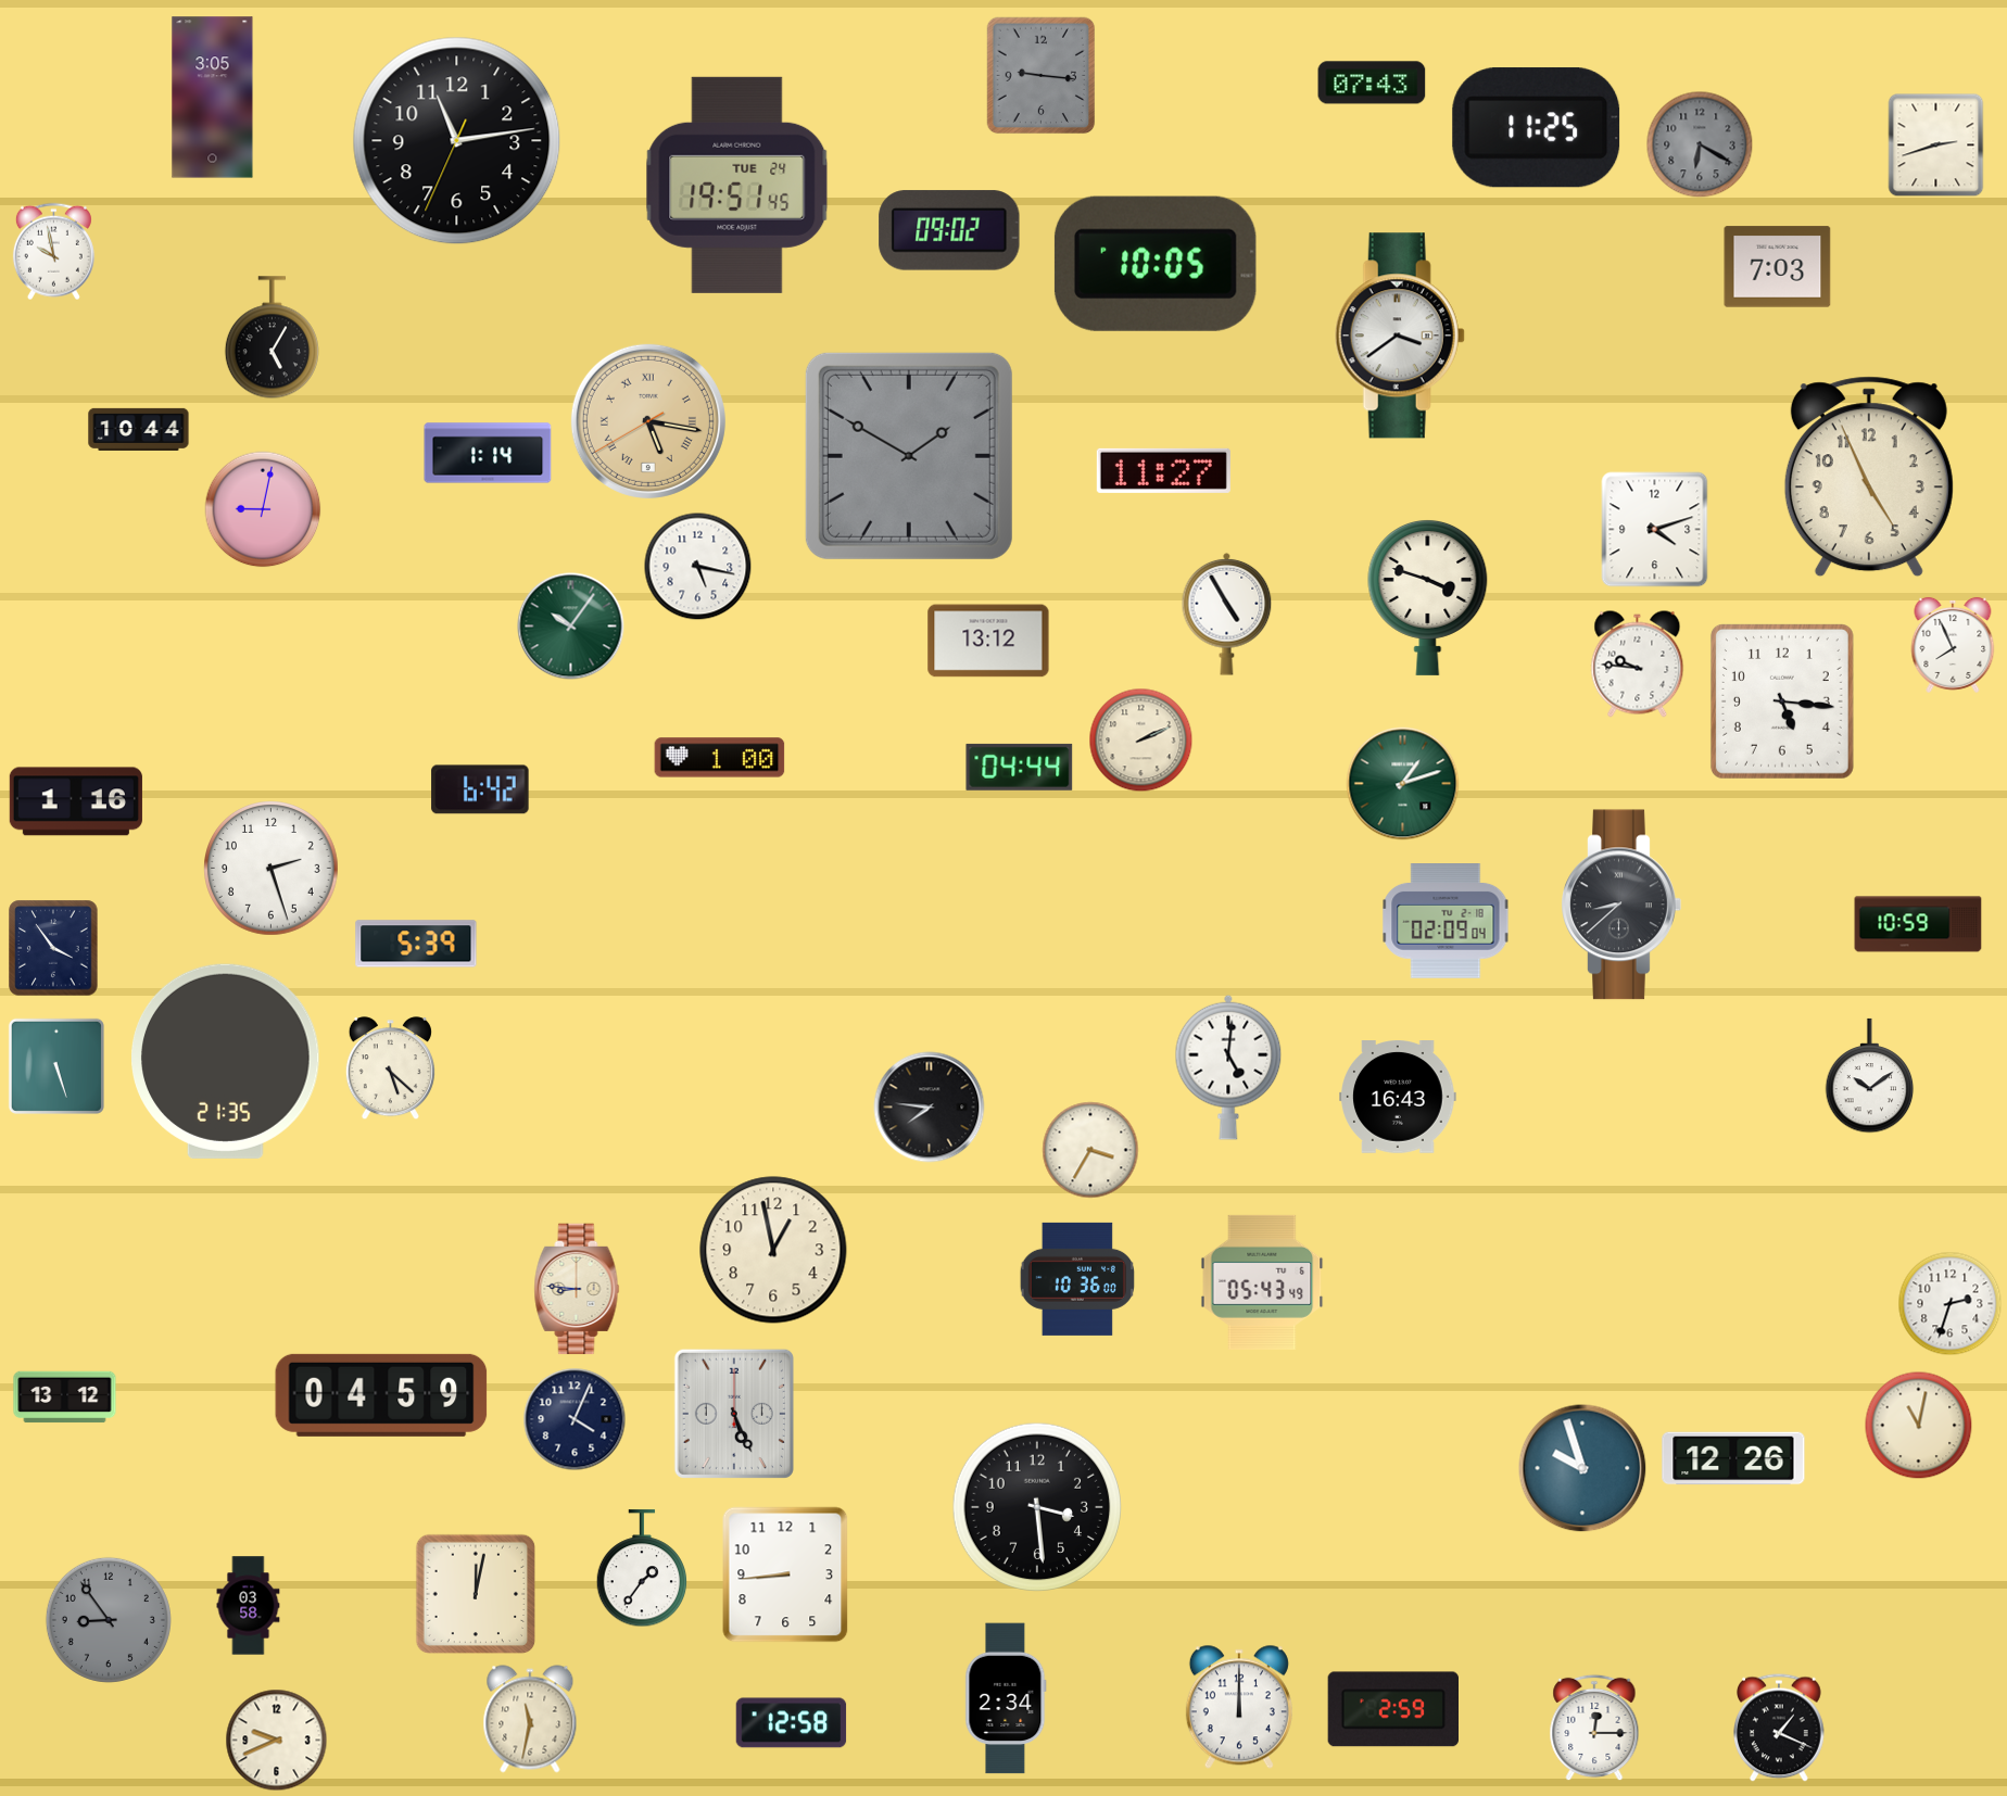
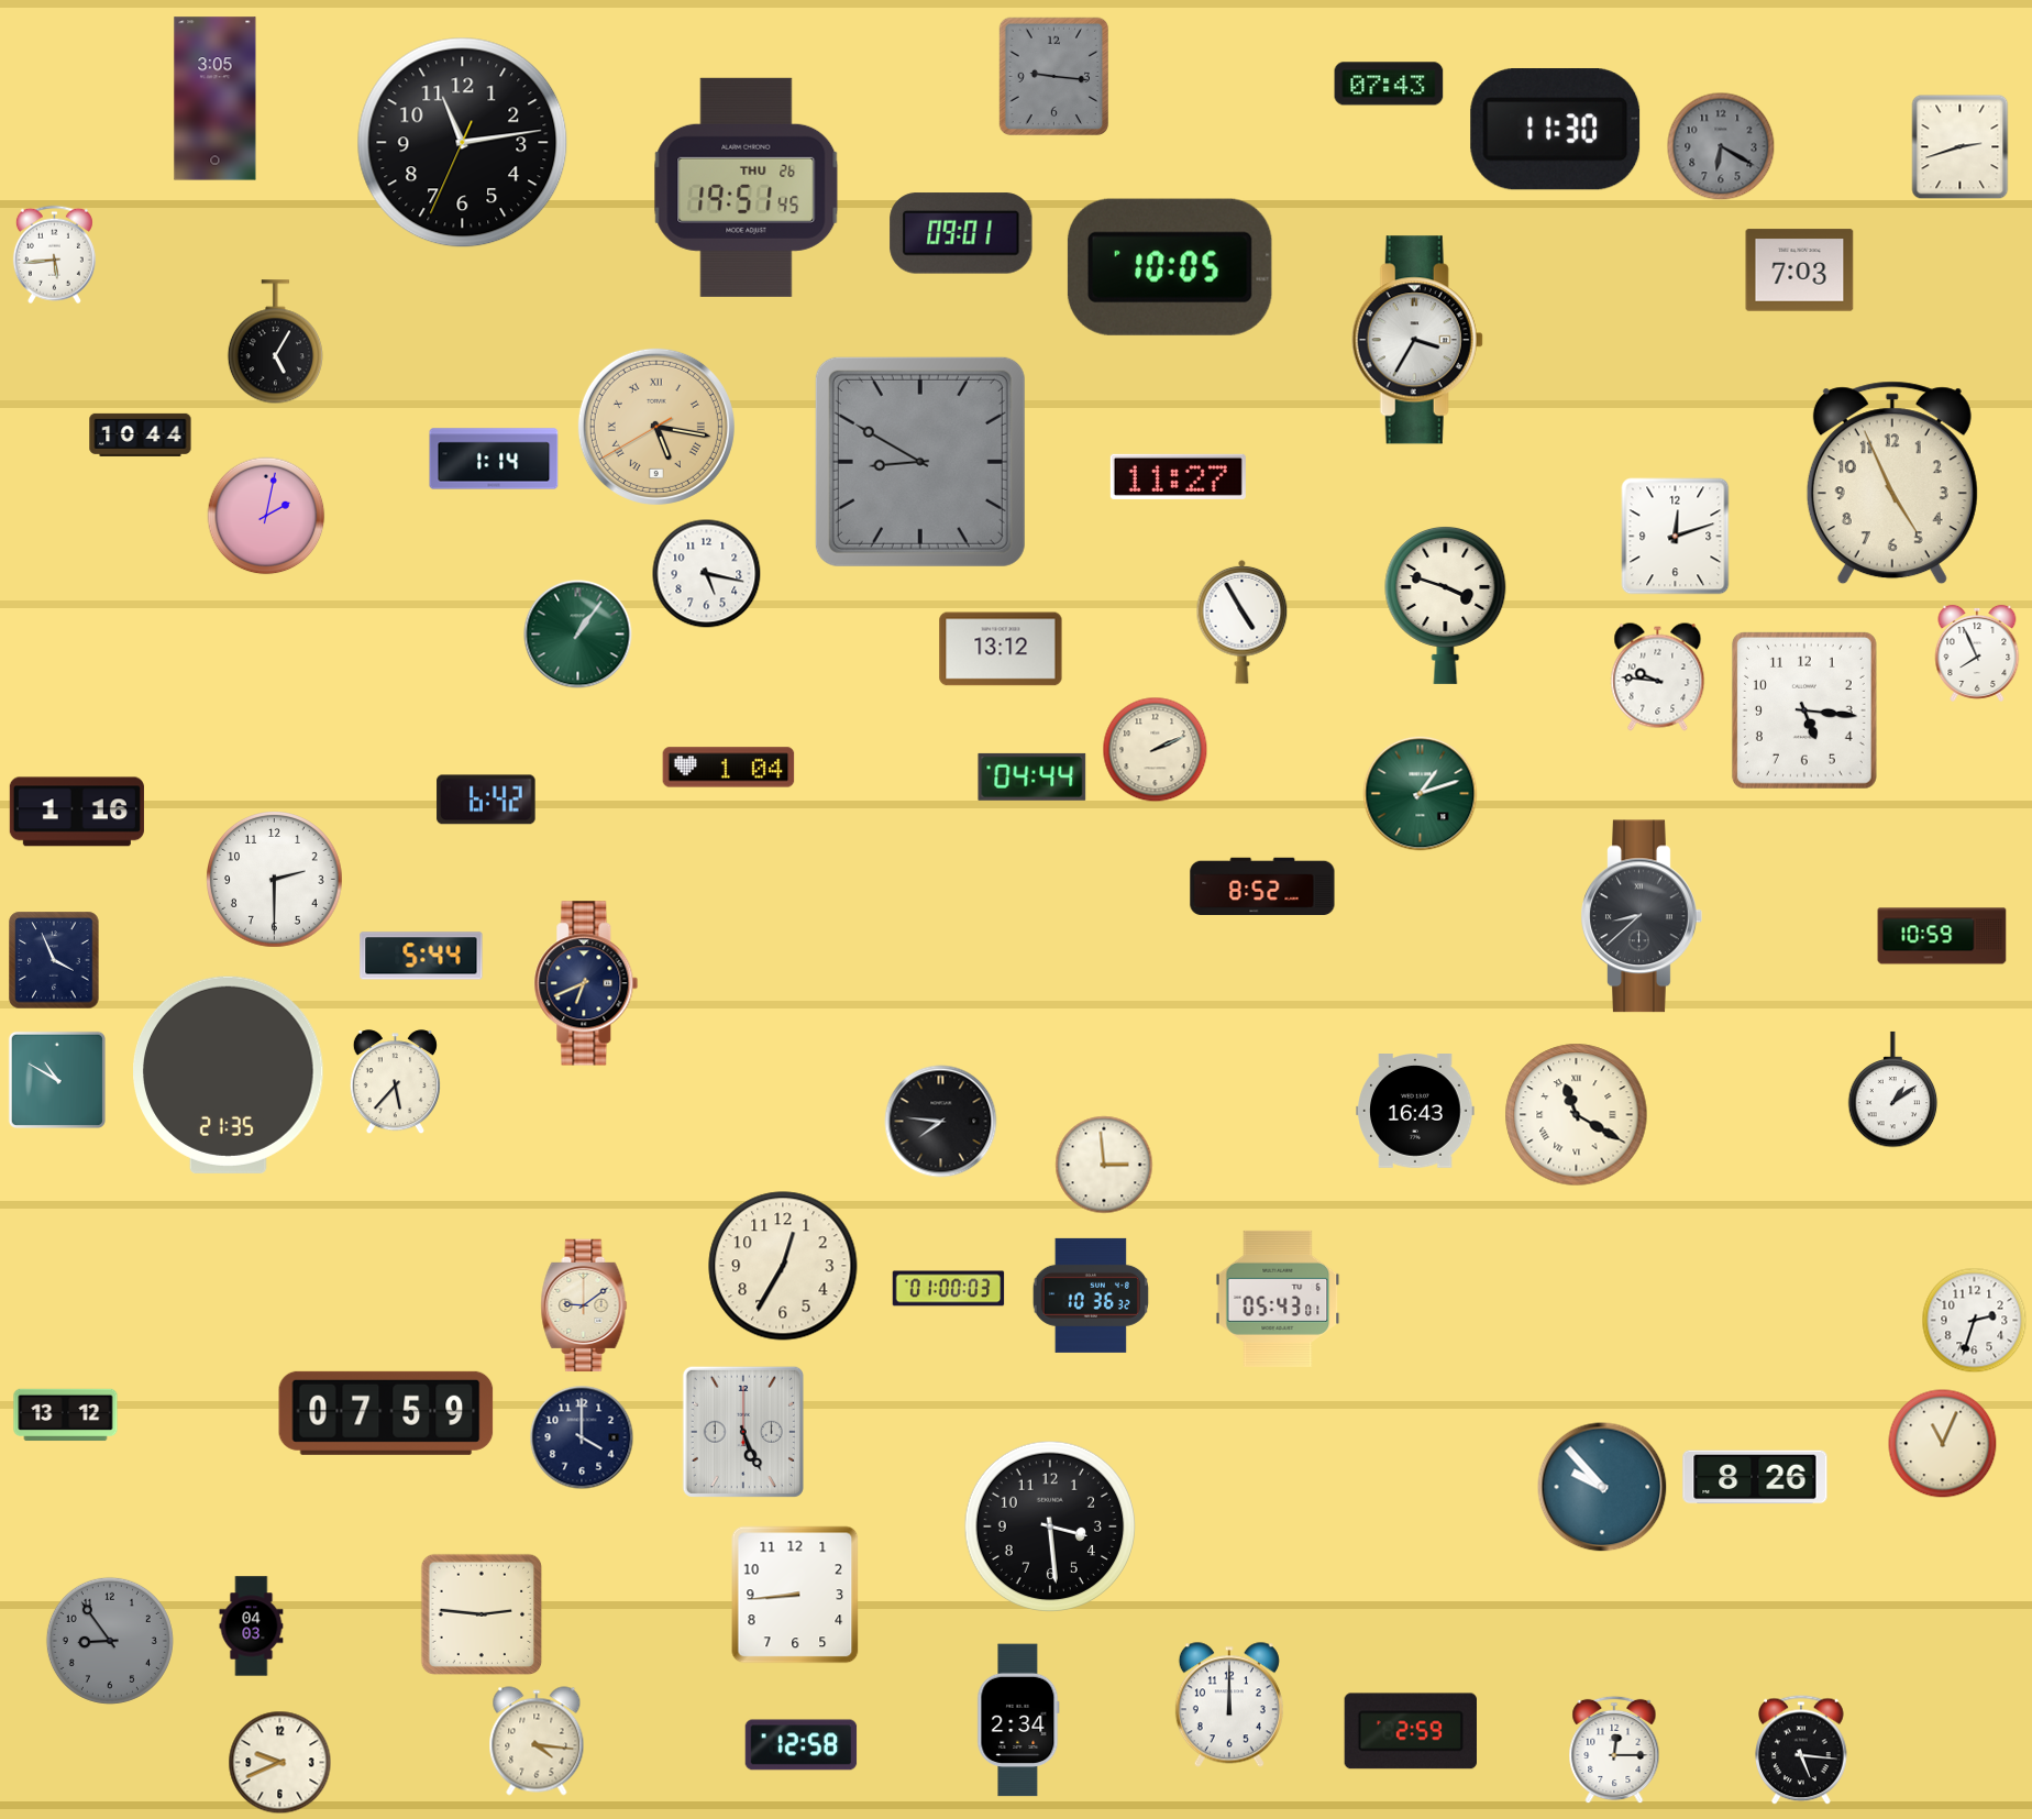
clock at (1537, 128): 11:25 -> 11:30
clock at (737, 185) date: TUE 24 -> THU 26
clock at (949, 230): 09:02 -> 09:01
clock at (53, 252): 9:58 -> 5:44
clock at (1400, 336): 3:39 -> 3:35
clock at (909, 456): 1:50 -> 8:50
clock at (263, 509): 9:02 -> 2:02
clock at (1655, 530): 4:12 -> 12:12
clock at (571, 627): 10:06 -> 1:06
clock at (1638, 665) position: (1638, 665) -> (1658, 677)
clock at (720, 758): 1:00 -> 1:04
clock at (272, 869): 2:27 -> 2:30
clock at (1262, 885): none -> 8:52
clock at (1446, 922): 02:09 -> none
clock at (416, 944): 5:39 -> 5:44
clock at (53, 948): 3:54 -> 3:56
clock at (586, 983): none -> 6:41
clock at (56, 1066): 5:27 -> 10:50
clock at (1228, 1067): 5:01 -> none
clock at (390, 1068): 5:22 -> 5:37
clock at (1870, 1076): 10:09 -> 1:09
clock at (1577, 1115): none -> 11:20
clock at (1090, 1150): 3:35 -> 2:59
clock at (773, 1250): 12:58 -> 12:35
clock at (949, 1289): none -> 01:00
clock at (1077, 1279): 10:36:00 -> 10:36:32
clock at (1262, 1282): 05:43:49 -> 05:43:01
clock at (577, 1289): 8:46 -> 9:09
clock at (381, 1395): 04:59 -> 07:59
clock at (575, 1419): 4:04 -> 4:00
clock at (1919, 1426): 11:02 -> 11:04
clock at (1733, 1458): 12:26 -> 8:26
clock at (1582, 1468): 9:57 -> 9:53
clock at (642, 1569): 1:36 -> none
clock at (476, 1594): 12:02 -> 2:46
clock at (249, 1606): 03:58 -> 04:03
clock at (1239, 1707) position: (1239, 1707) -> (1229, 1705)
clock at (530, 1719): 11:32 -> 4:16
clock at (1780, 1728): 1:19 -> 5:16
